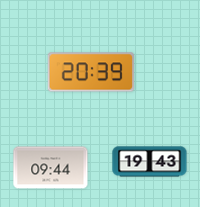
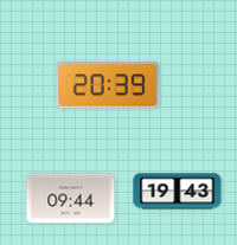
clock at (51, 168) position: (51, 168) -> (71, 199)
